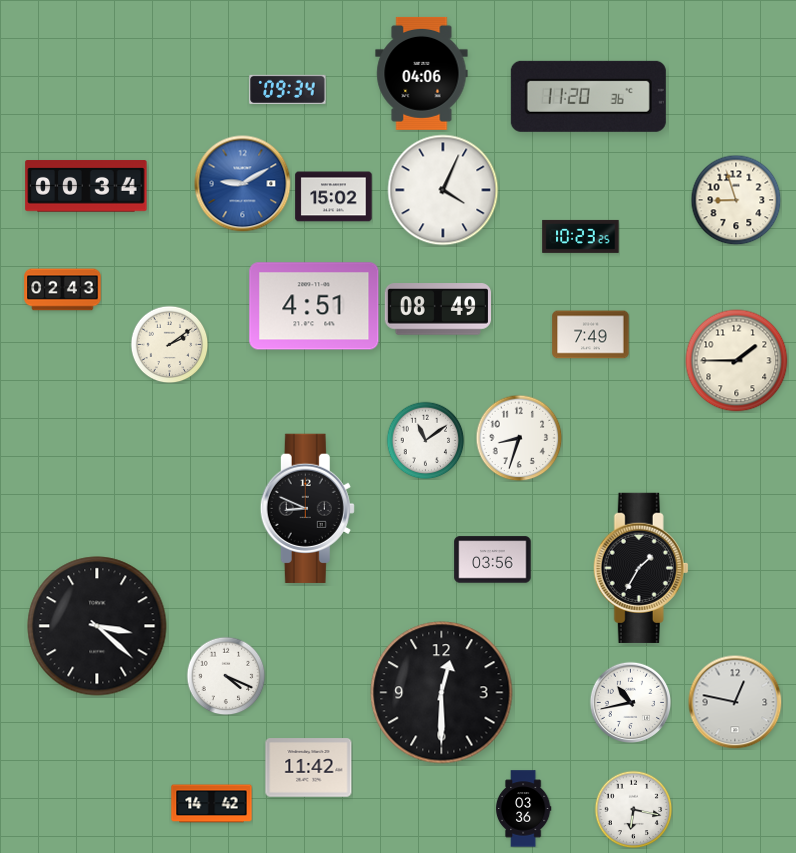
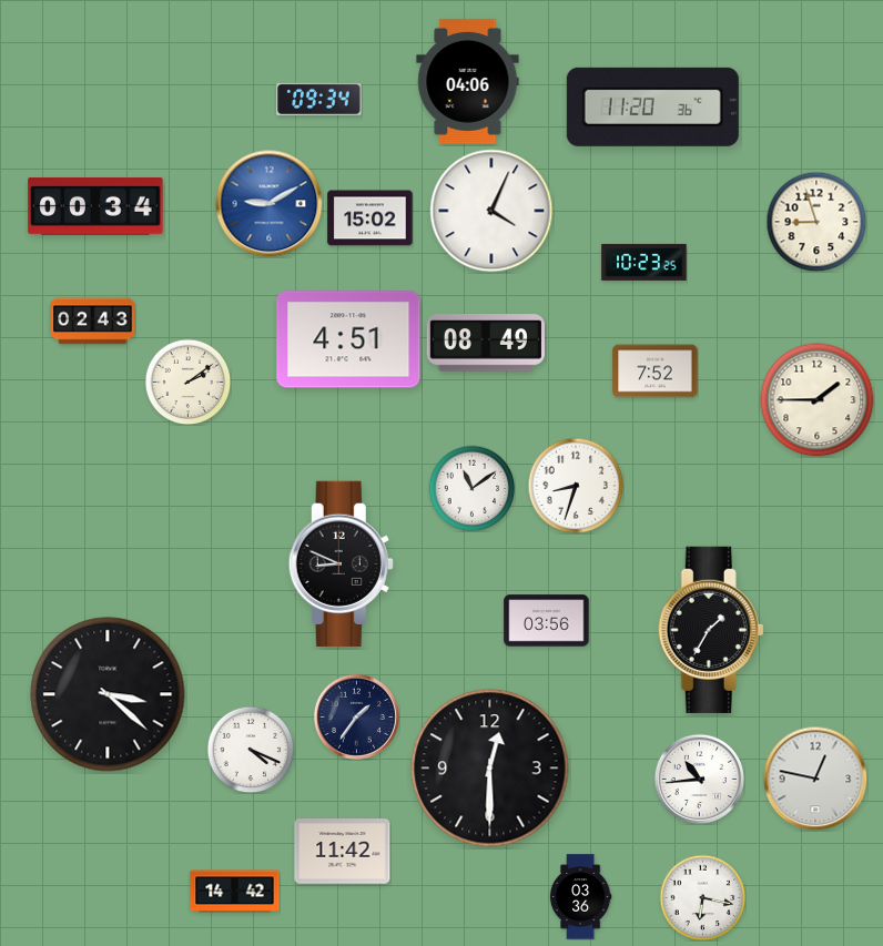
clock at (63, 290) position: (63, 290) -> (93, 322)
clock at (591, 335): 7:49 -> 7:52
clock at (356, 716): none -> 1:36
clock at (630, 702): 10:43 -> 10:44
